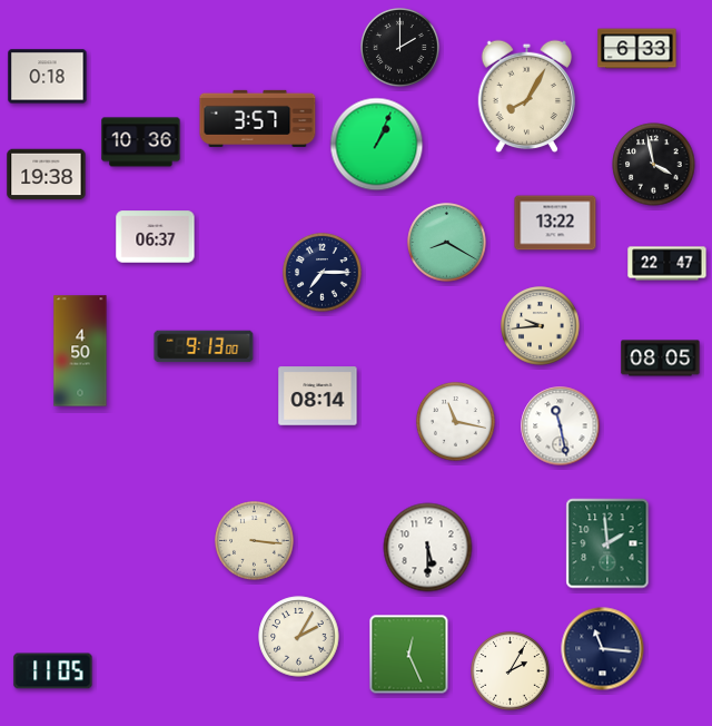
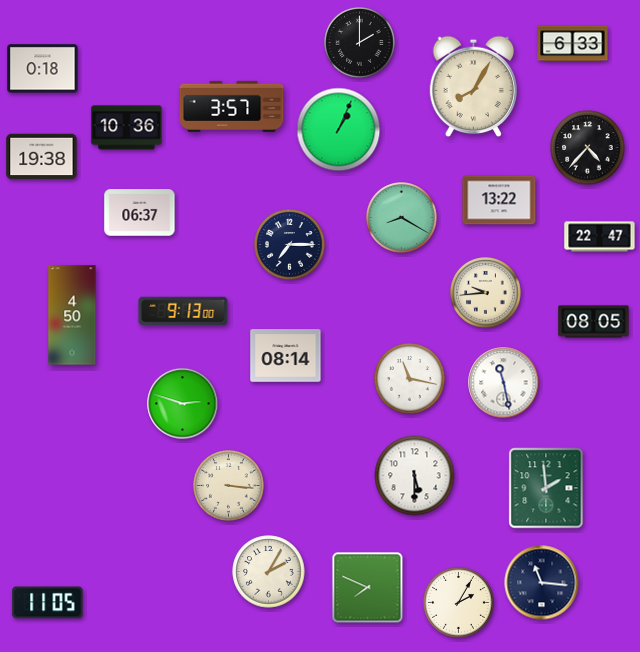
clock at (654, 165): 3:58 -> 4:37
clock at (183, 404): none -> 2:48
clock at (428, 548) position: (428, 548) -> (415, 476)
clock at (409, 655): 12:26 -> 7:49
